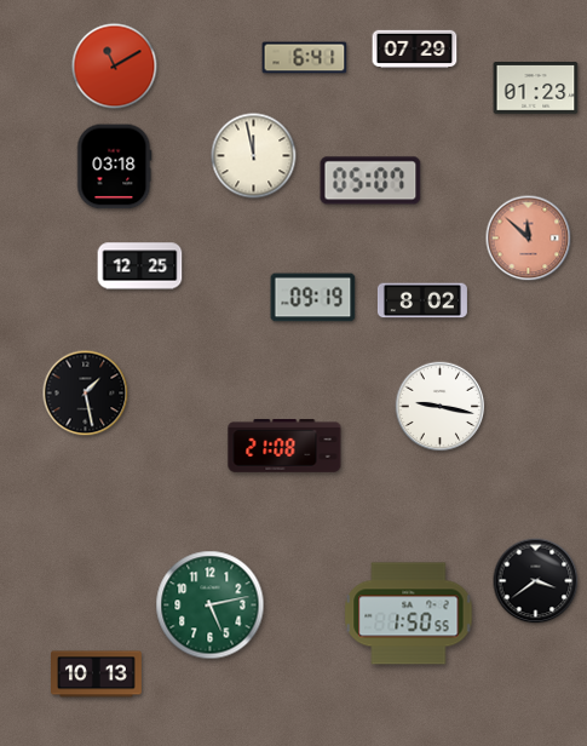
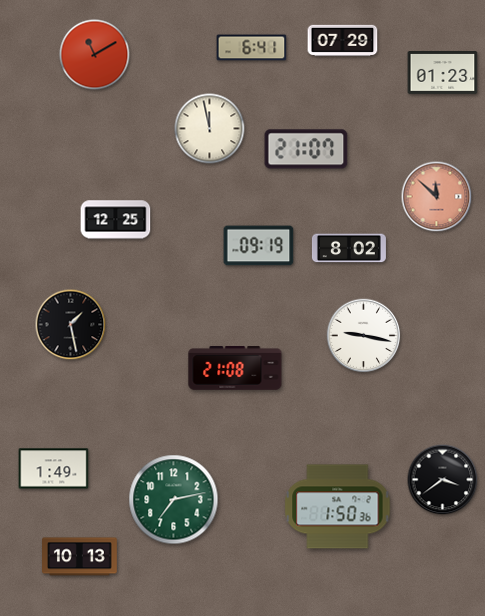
clock at (115, 167): 03:18 -> none
clock at (370, 180): 05:07 -> 21:07
clock at (54, 469): none -> 1:49
clock at (211, 606): 5:13 -> 7:13
clock at (409, 614): 1:50:55 -> 1:50:36
